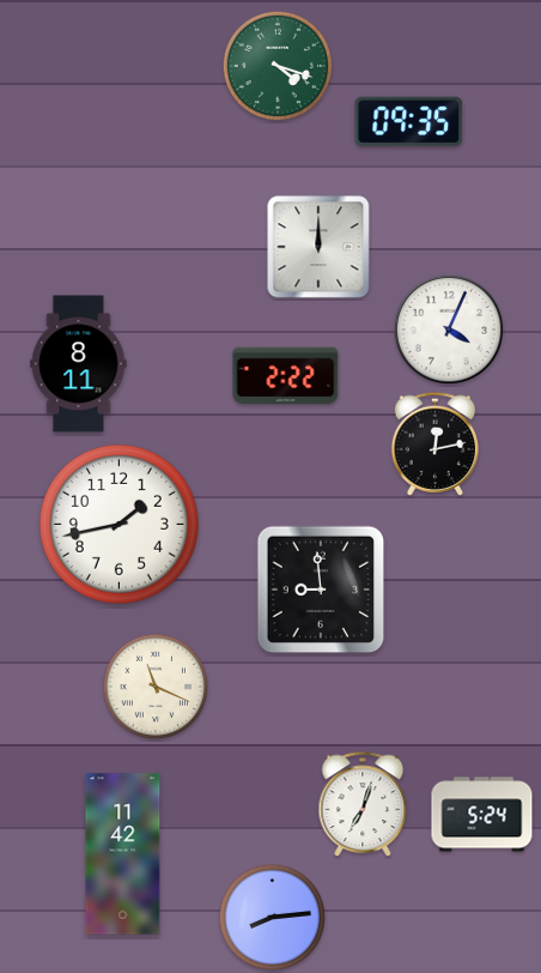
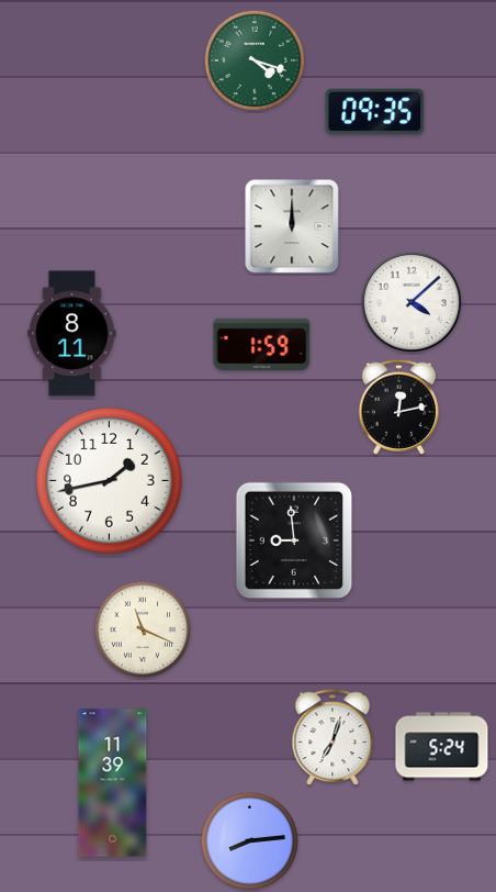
clock at (448, 328): 4:04 -> 4:08
clock at (286, 376): 2:22 -> 1:59
clock at (123, 854): 11:42 -> 11:39
